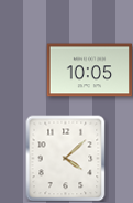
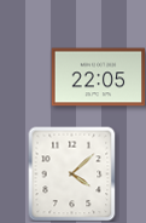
clock at (89, 71): 10:05 -> 22:05
